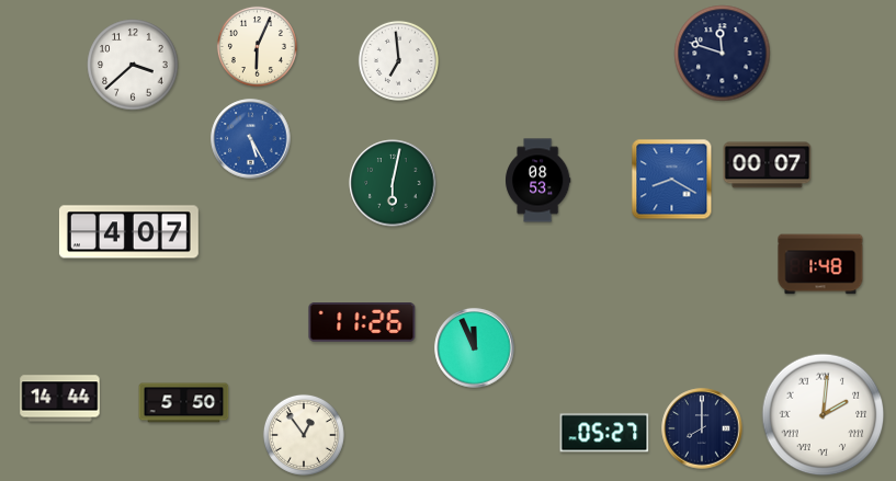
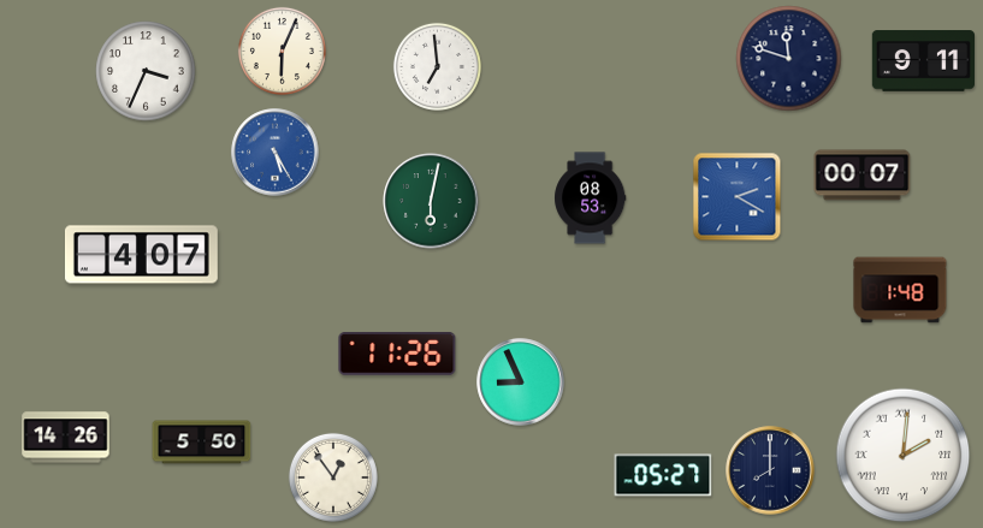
clock at (723, 54) position: (723, 54) -> (789, 59)
clock at (923, 61): none -> 9:11
clock at (133, 65): 3:38 -> 3:34
clock at (768, 165) position: (768, 165) -> (863, 176)
clock at (672, 180): 8:20 -> 2:20
clock at (475, 348): 11:56 -> 8:56
clock at (60, 399): 14:44 -> 14:26
